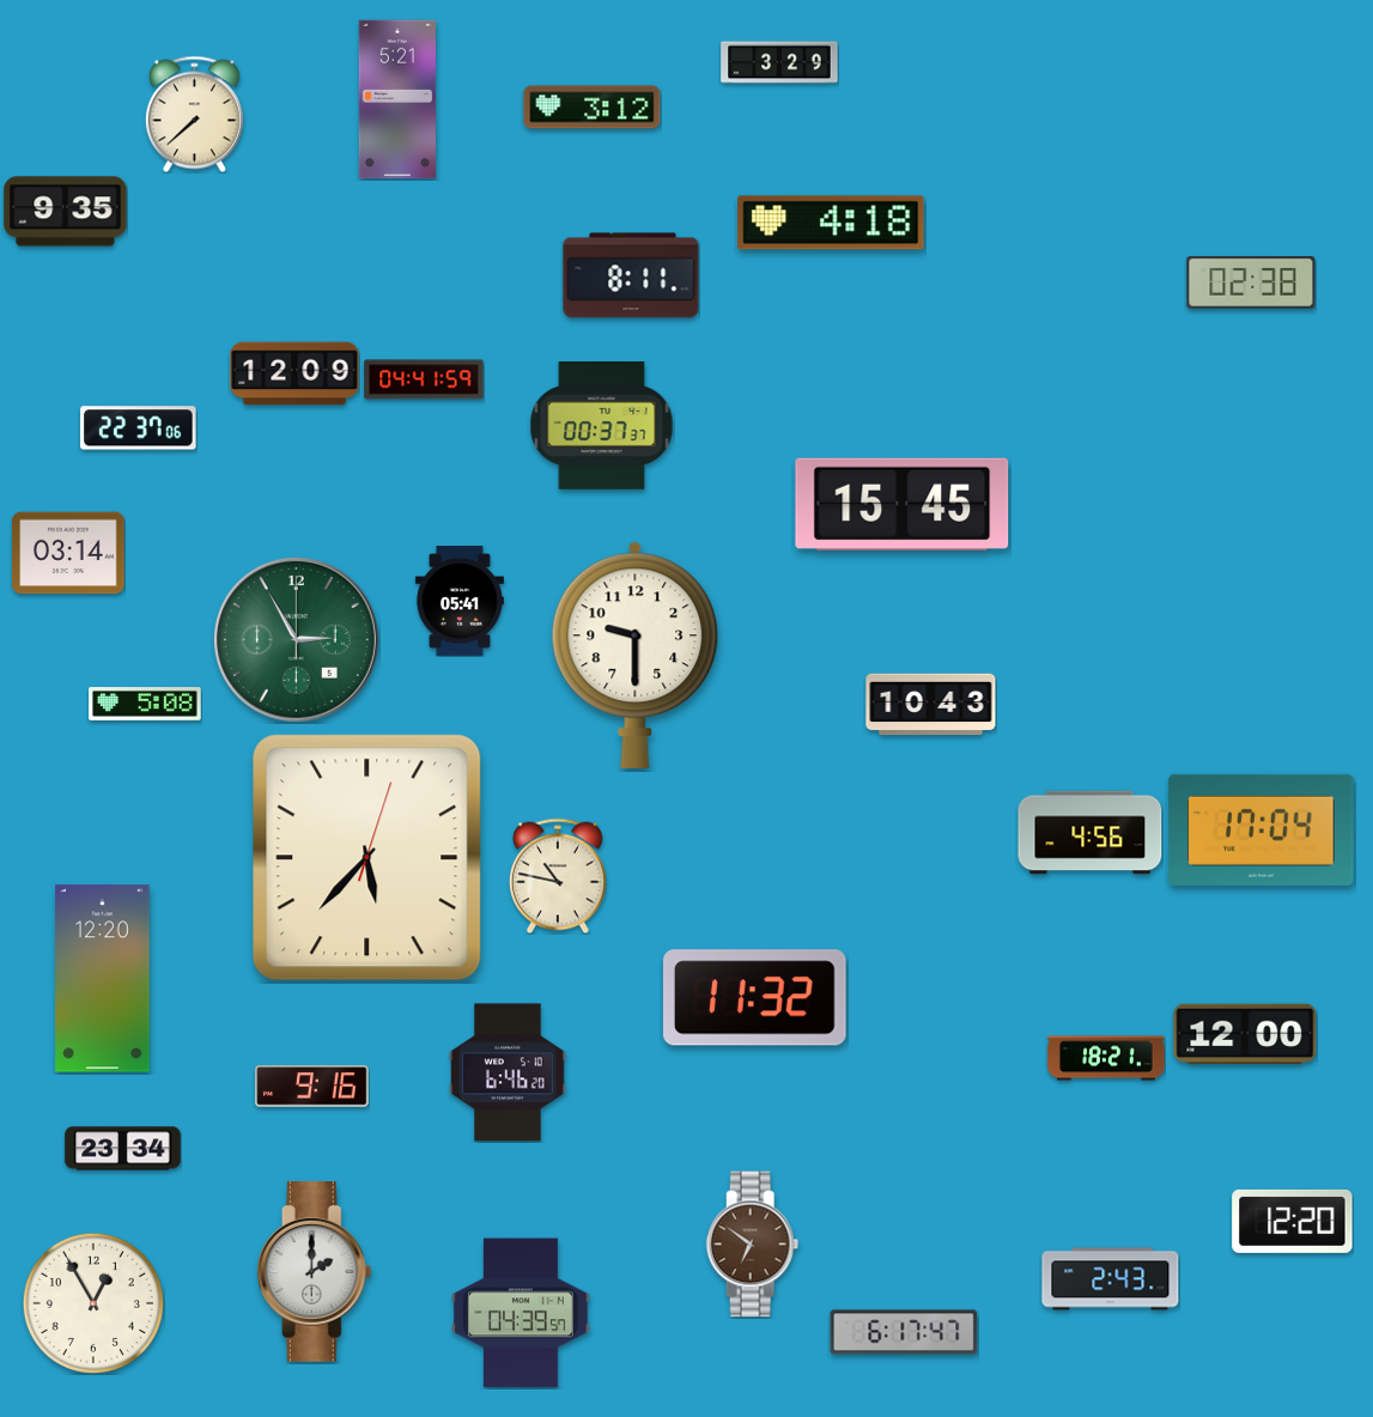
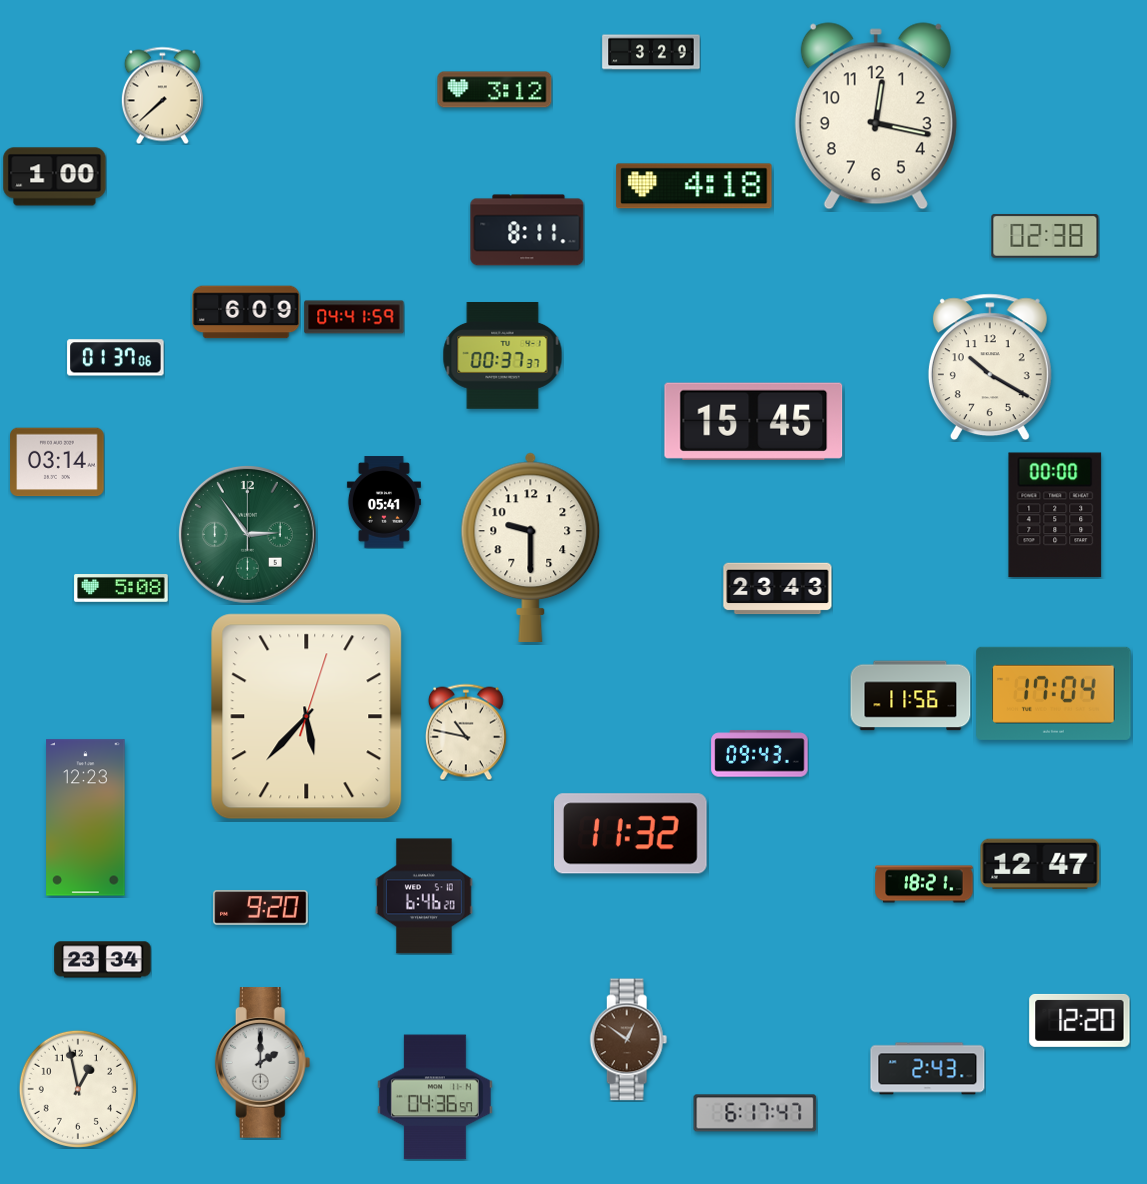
clock at (396, 99): 5:21 -> none
clock at (876, 116): none -> 12:17
clock at (66, 212): 9:35 -> 1:00
clock at (294, 373): 12:09 -> 6:09
clock at (139, 428): 22:37 -> 01:37
clock at (990, 367): none -> 10:20
clock at (1055, 515): none -> 00:00
clock at (296, 639): 2:55 -> 2:54
clock at (931, 705): 10:43 -> 23:43
clock at (1090, 833): 4:56 -> 11:56
clock at (760, 754): none -> 09:43
clock at (103, 979): 12:20 -> 12:23
clock at (1245, 1034): 12:00 -> 12:47
clock at (312, 1087): 9:16 -> 9:20
clock at (753, 1245): 6:51 -> 12:51
clock at (93, 1303): 12:55 -> 12:58
clock at (521, 1313): 04:39 -> 04:36
